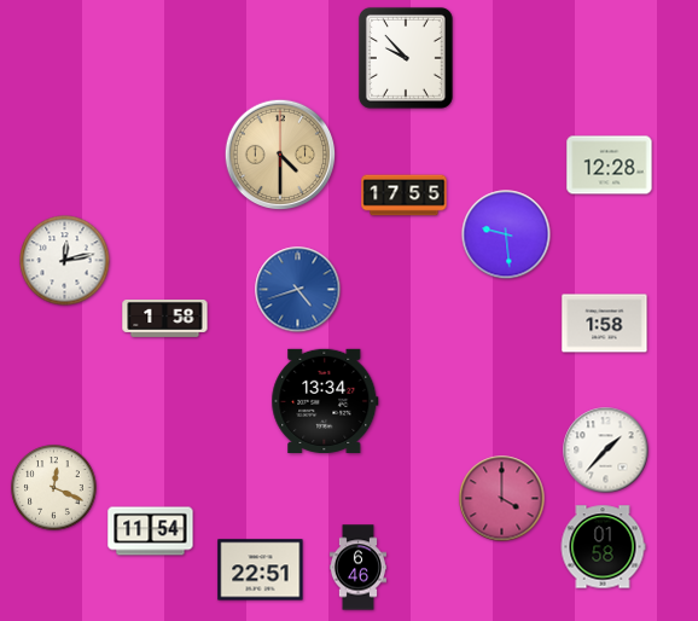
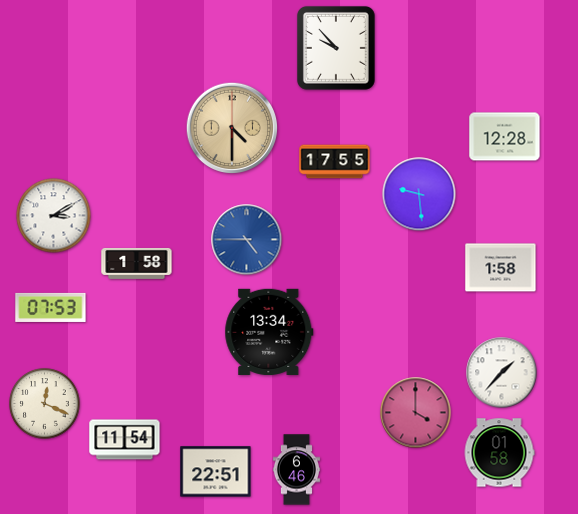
clock at (65, 261): 12:13 -> 3:10
clock at (298, 290): 4:42 -> 4:45
clock at (51, 307): none -> 07:53
